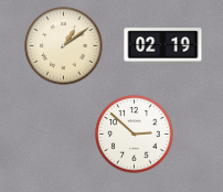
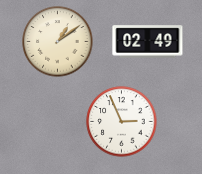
clock at (163, 46): 02:19 -> 02:49
clock at (135, 135): 2:52 -> 2:56
